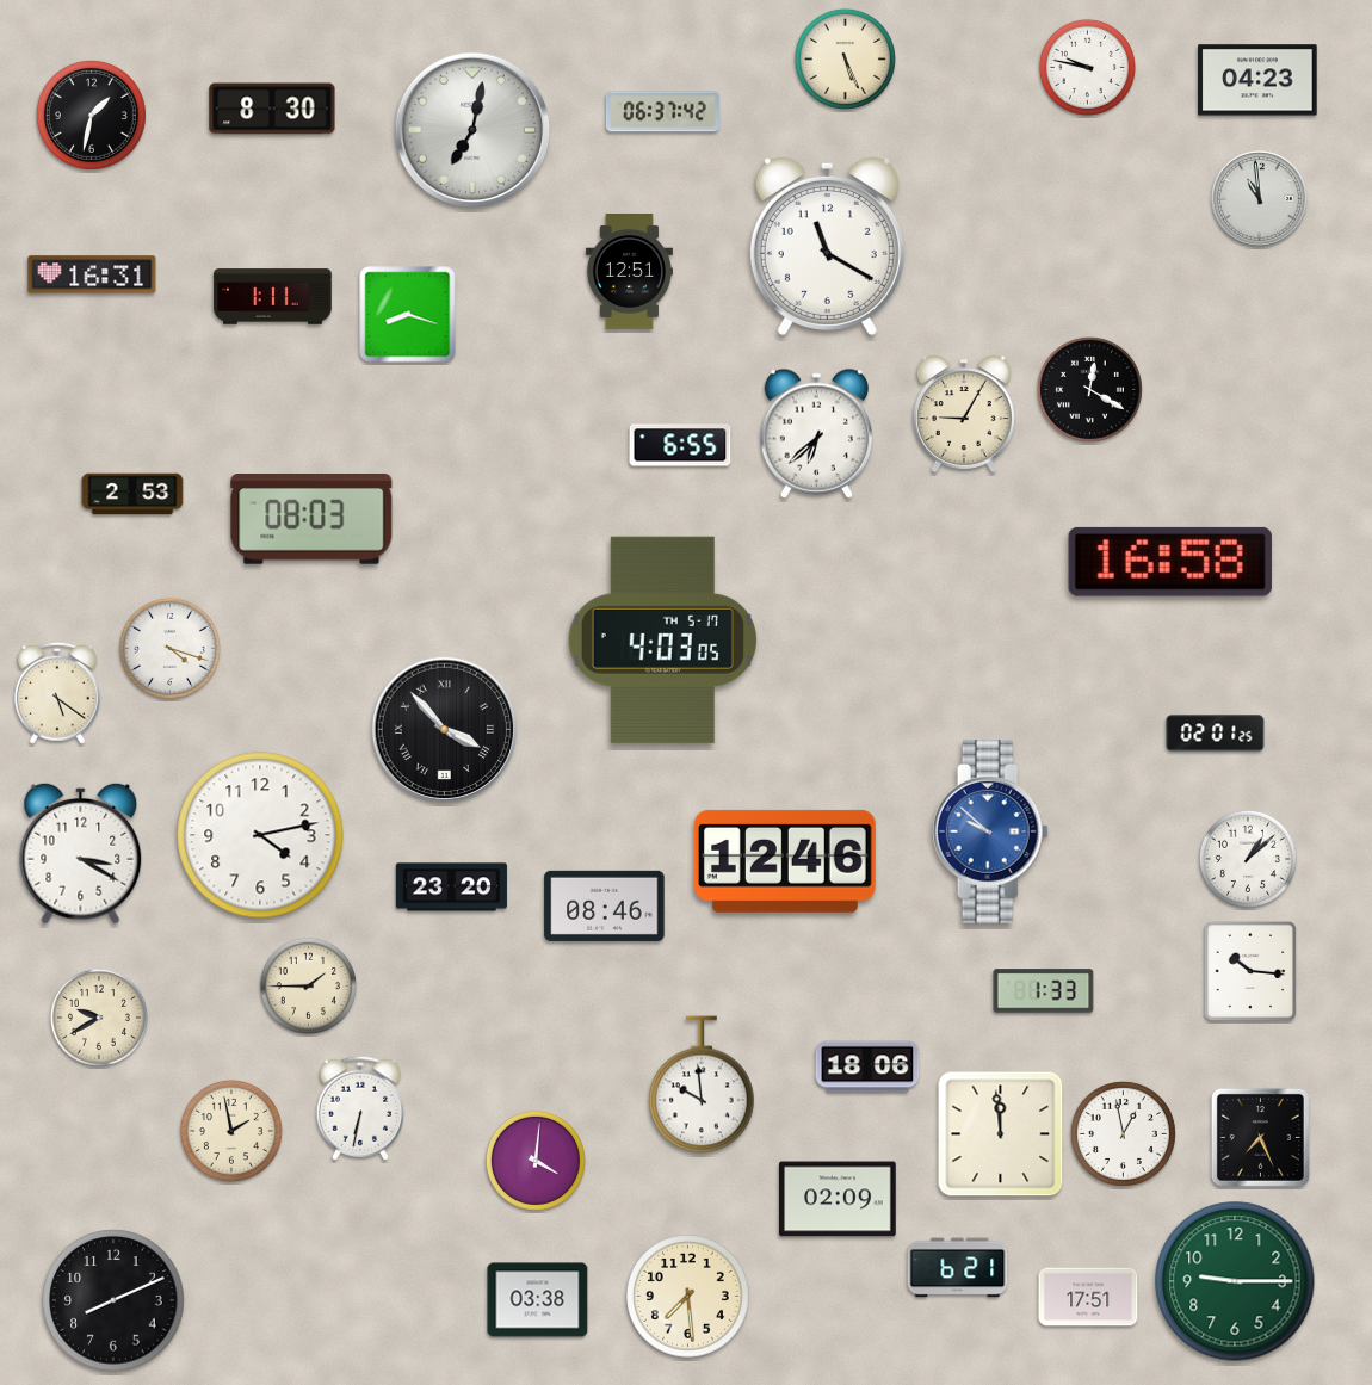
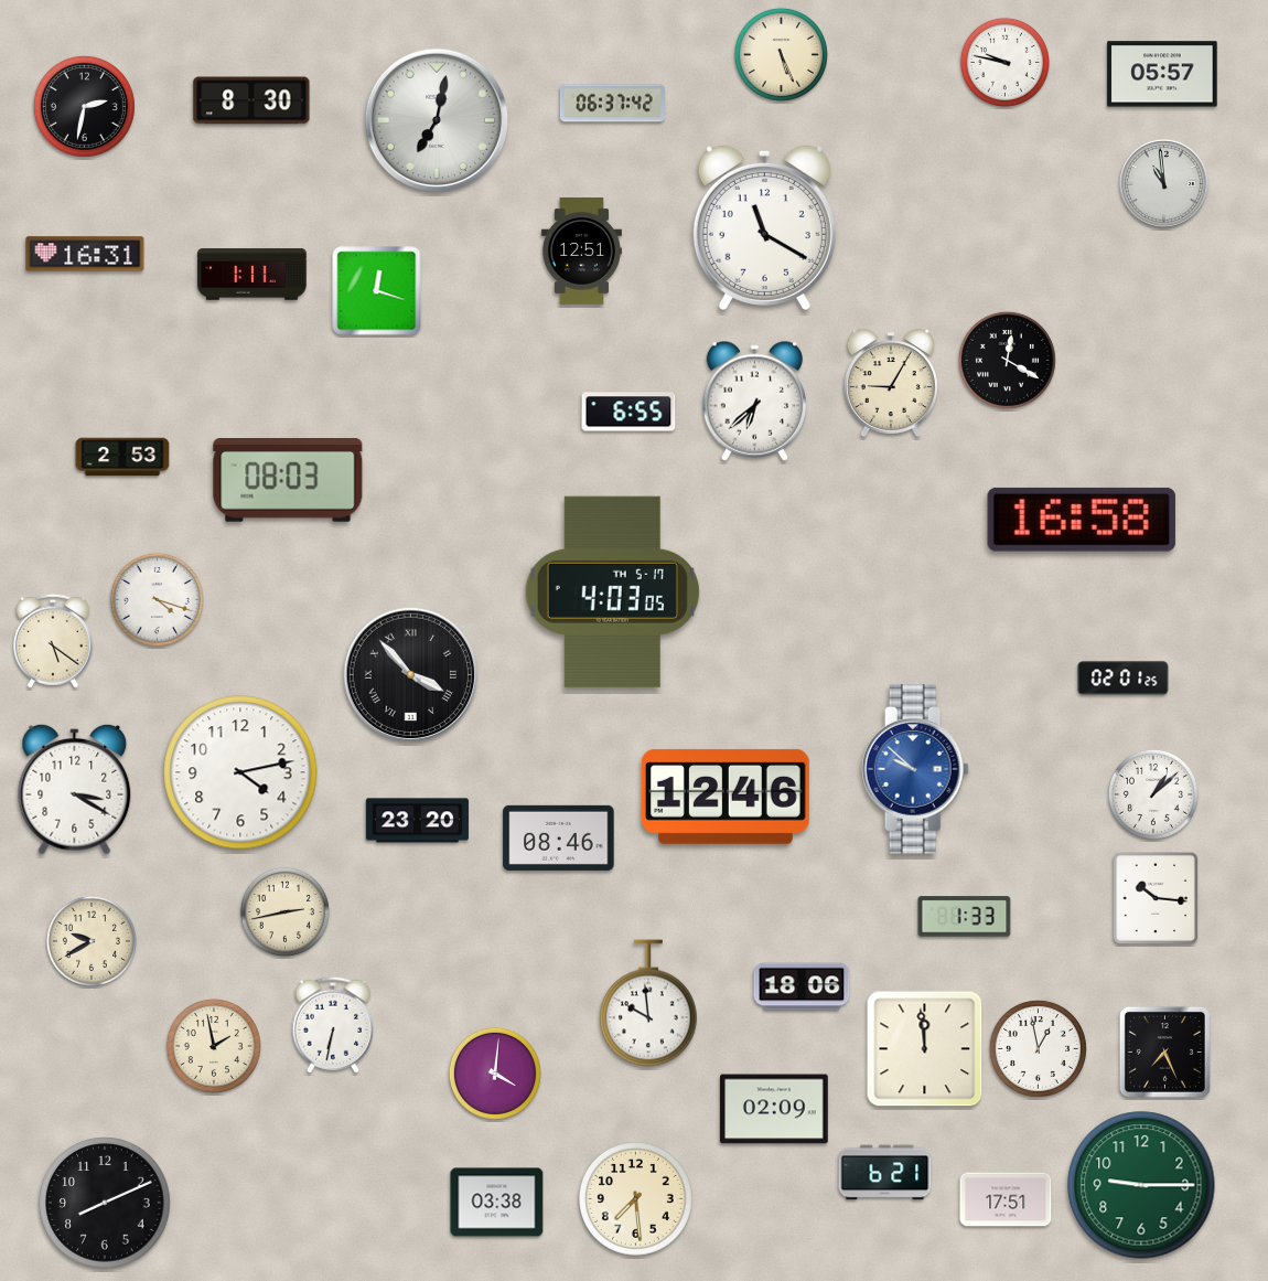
clock at (1257, 80): 04:23 -> 05:57
clock at (91, 115): 1:32 -> 2:32
clock at (408, 315): 8:18 -> 12:18
clock at (308, 985): 1:45 -> 2:43
